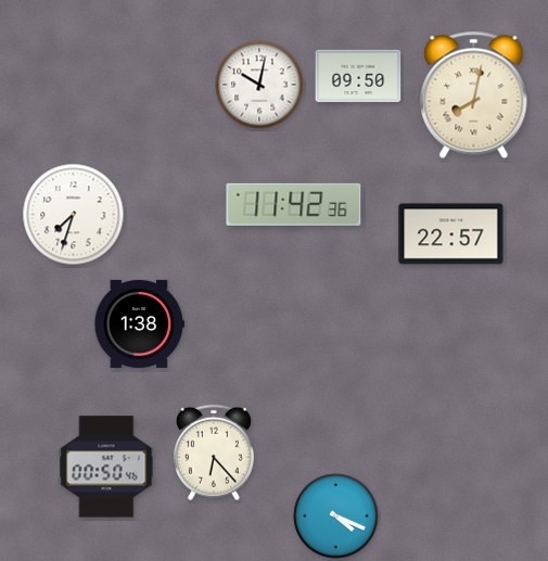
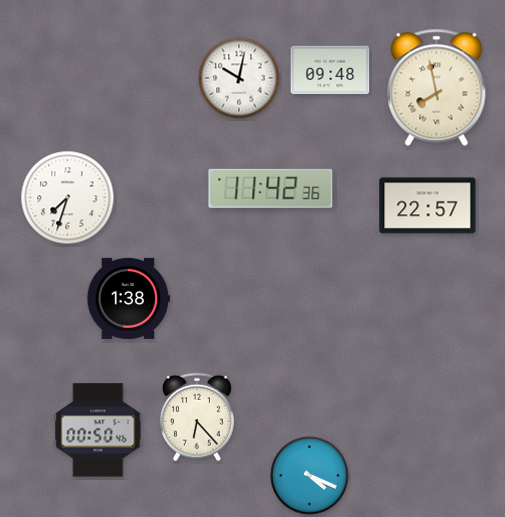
clock at (358, 76): 09:50 -> 09:48
clock at (474, 94): 8:02 -> 7:58
clock at (451, 234) position: (451, 234) -> (428, 206)
